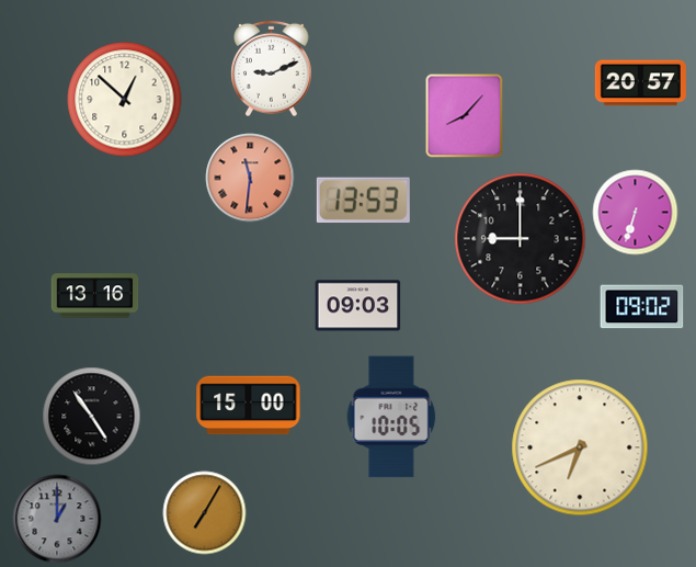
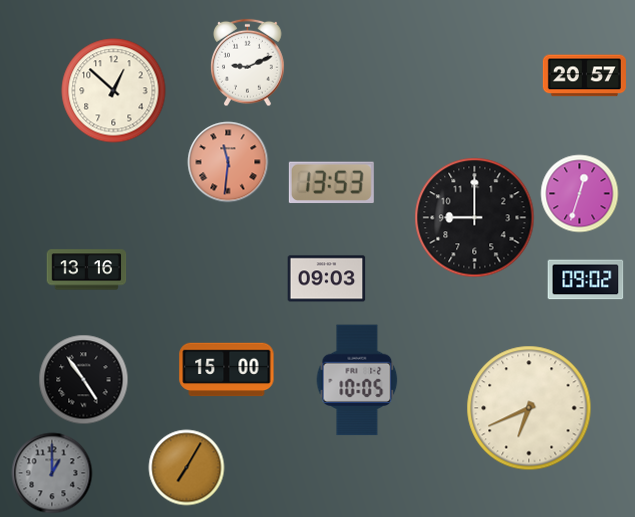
clock at (465, 116): 8:07 -> none
clock at (636, 213): 6:33 -> 12:33
